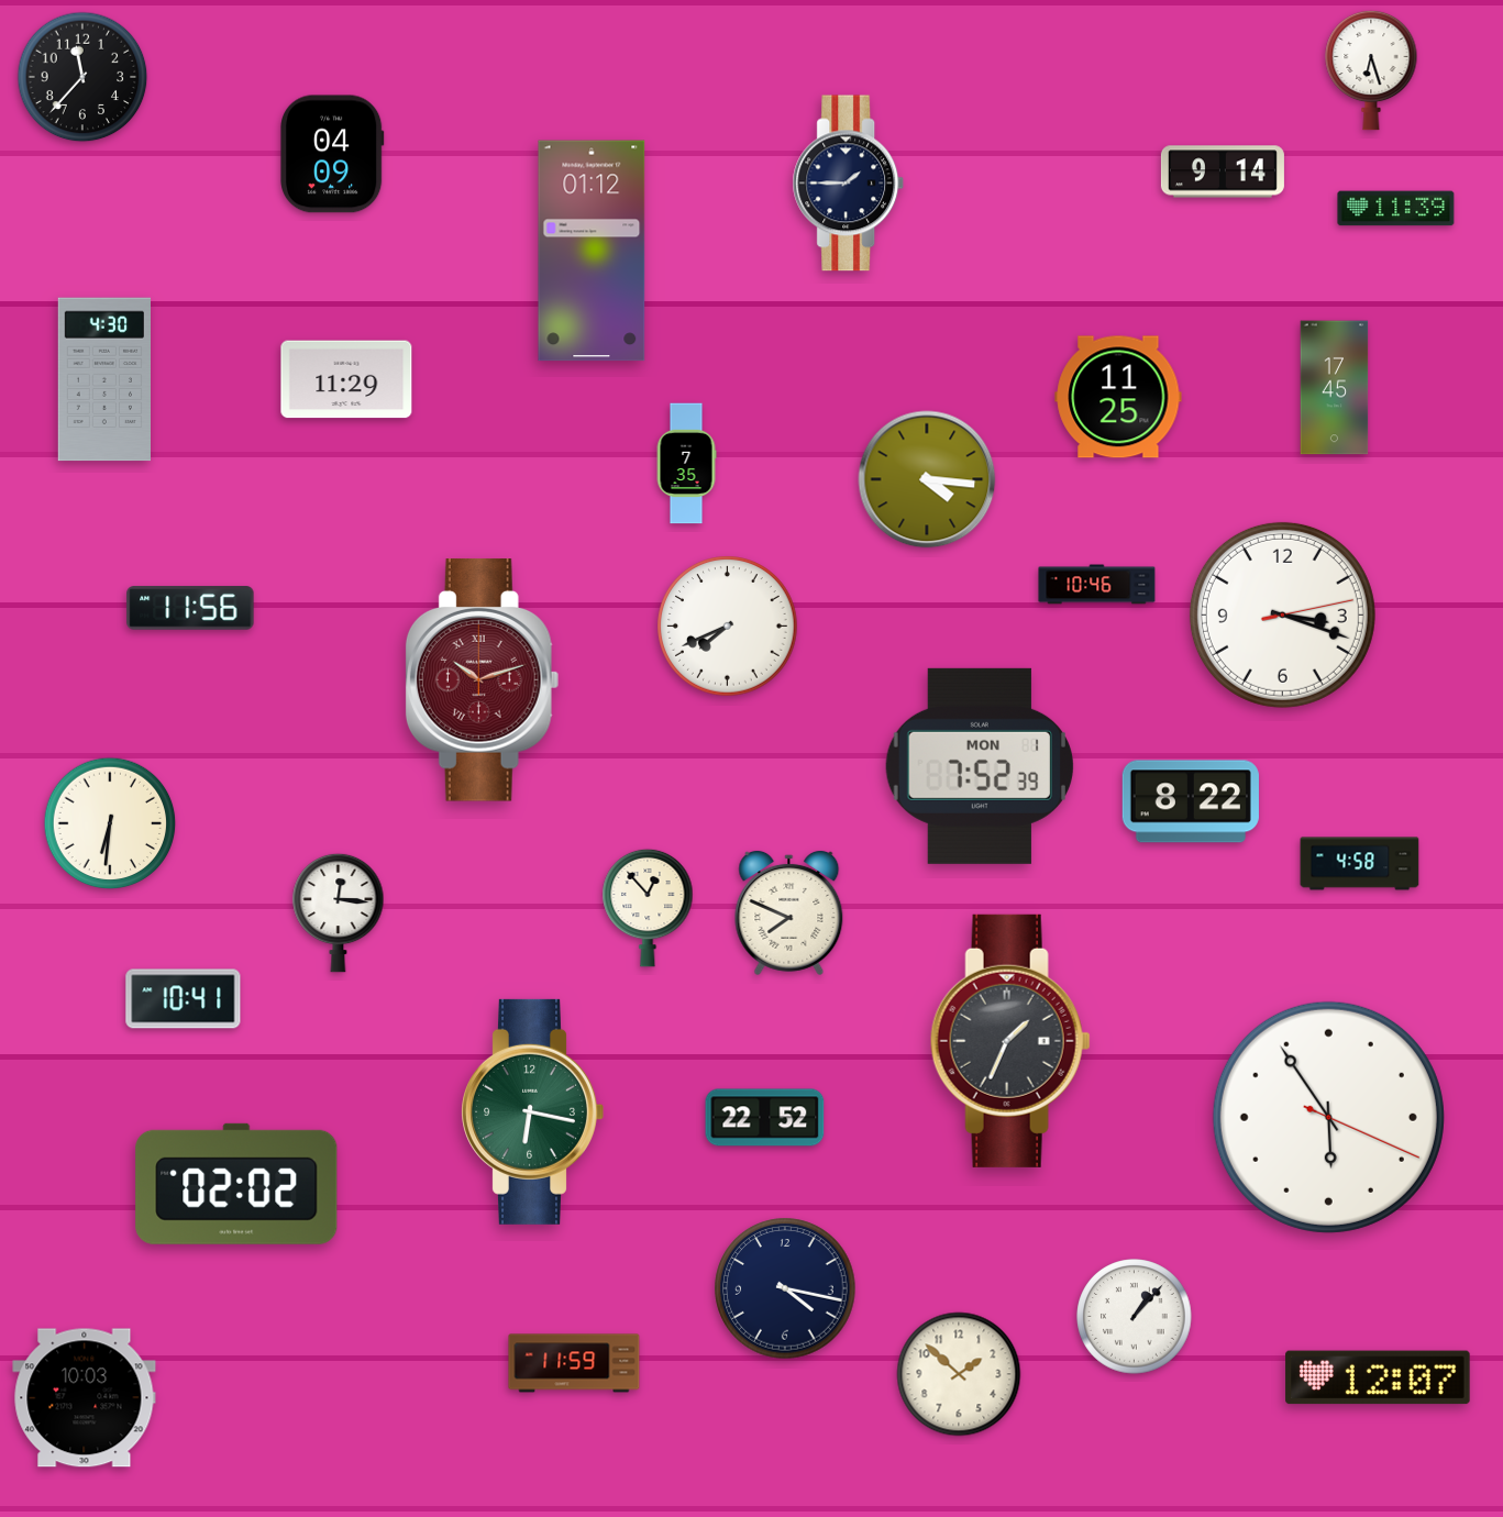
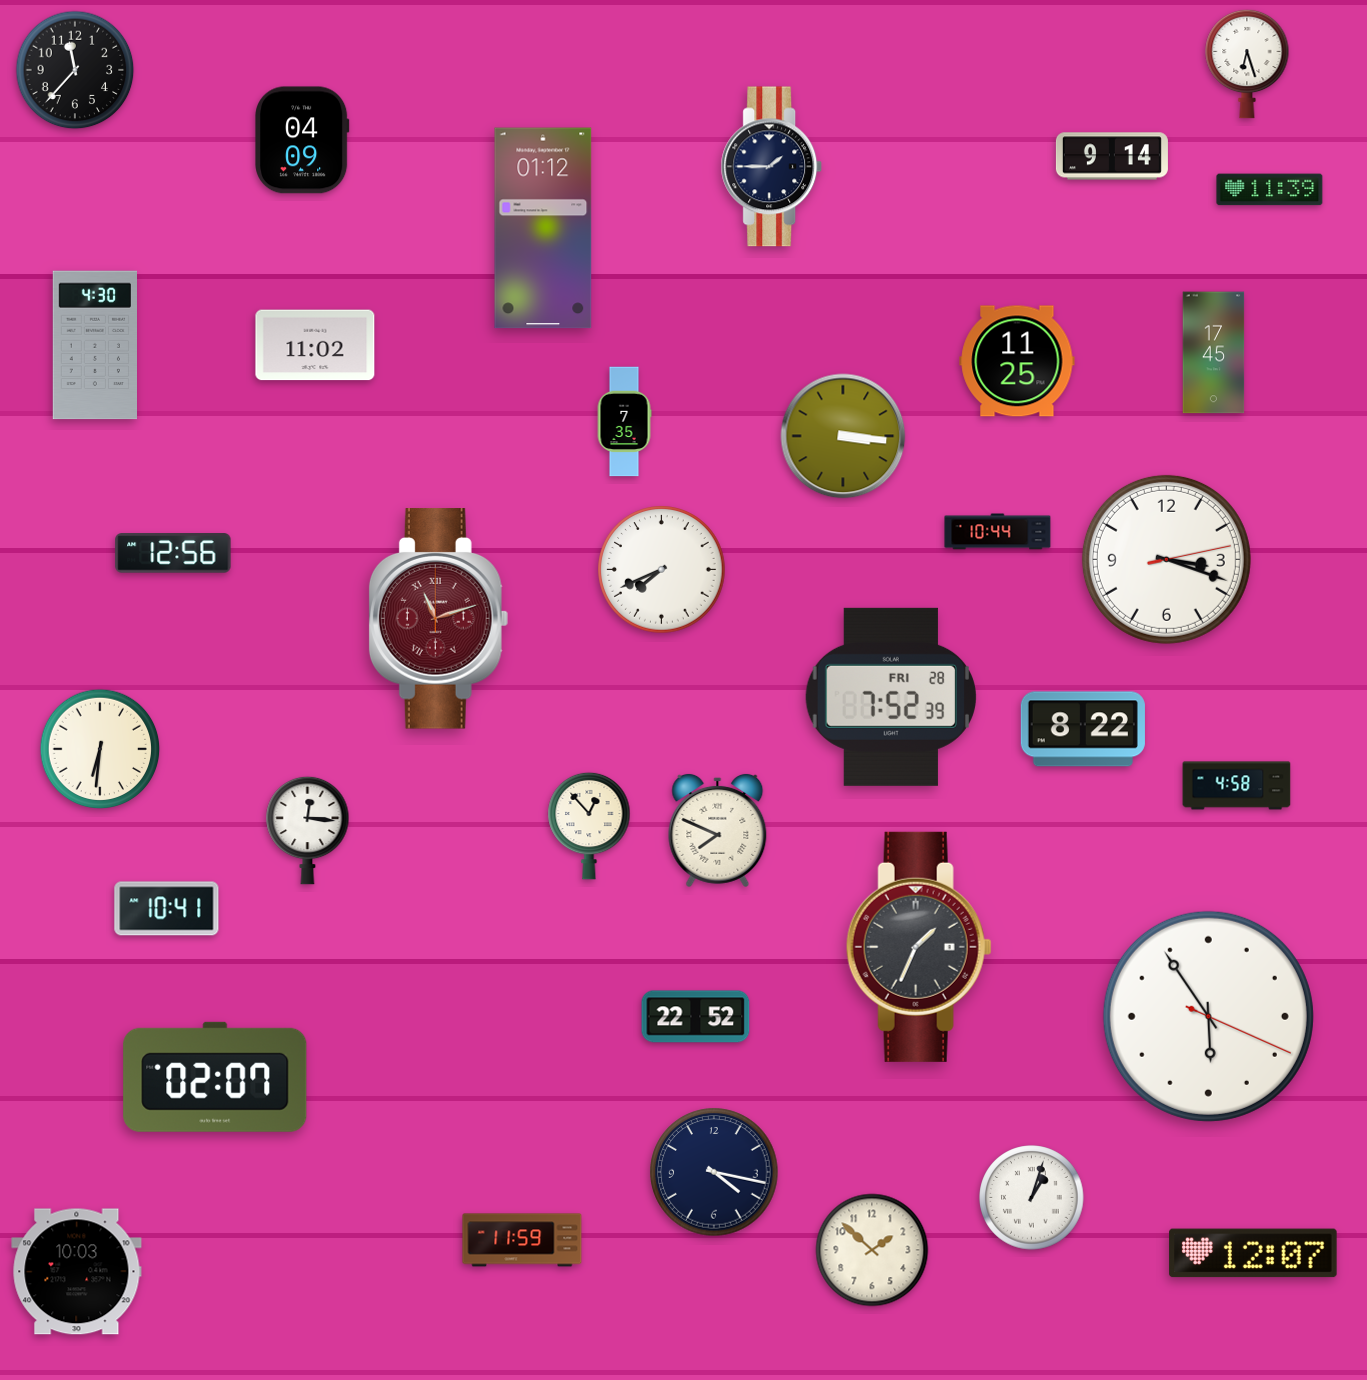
clock at (592, 251) position: (592, 251) -> (543, 228)
clock at (346, 379): 11:29 -> 11:02
clock at (927, 479): 4:16 -> 3:16
clock at (1097, 585): 10:46 -> 10:44
clock at (190, 608): 11:56 -> 12:56
clock at (483, 680): 10:12 -> 11:12
clock at (980, 766) date: MON 1 -> FRI 28
clock at (532, 1111): 6:17 -> none
clock at (236, 1184): 02:02 -> 02:07
clock at (1135, 1317): 1:07 -> 1:03
